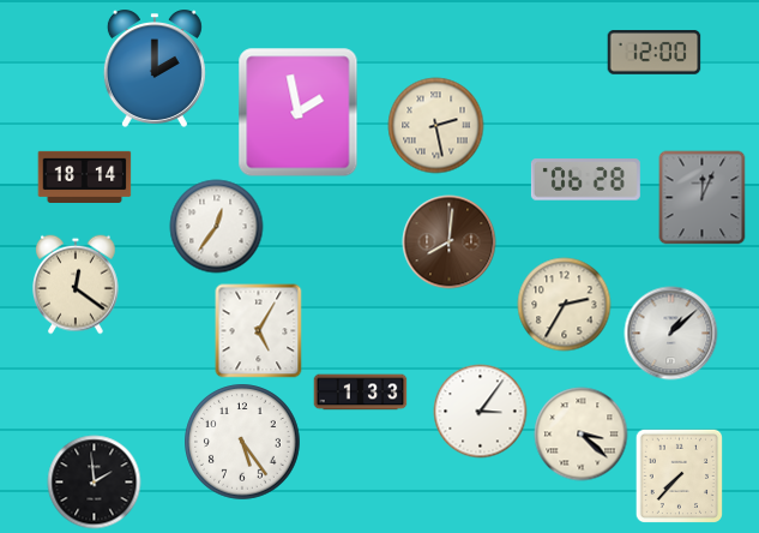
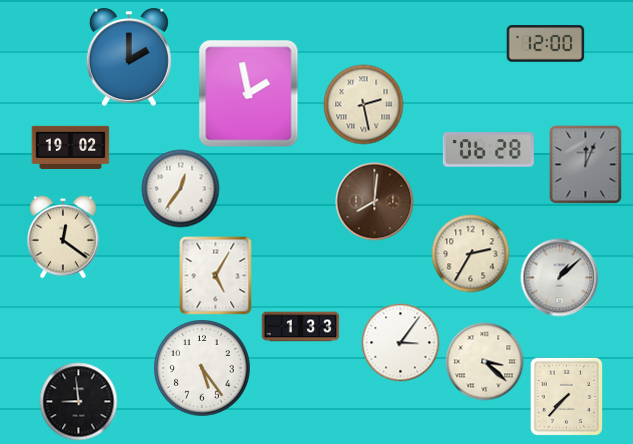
clock at (84, 176): 18:14 -> 19:02
clock at (94, 481): 1:59 -> 8:59
